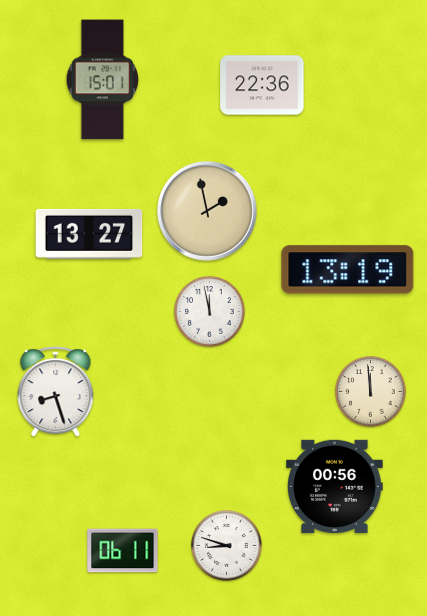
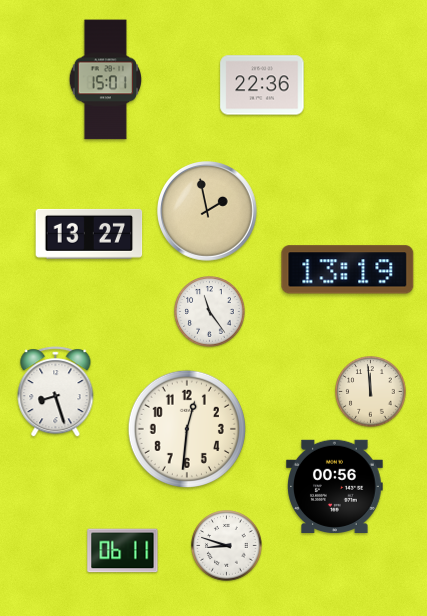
clock at (102, 80) position: (102, 80) -> (105, 80)
clock at (210, 312): 11:58 -> 11:24
clock at (187, 429): none -> 12:31
